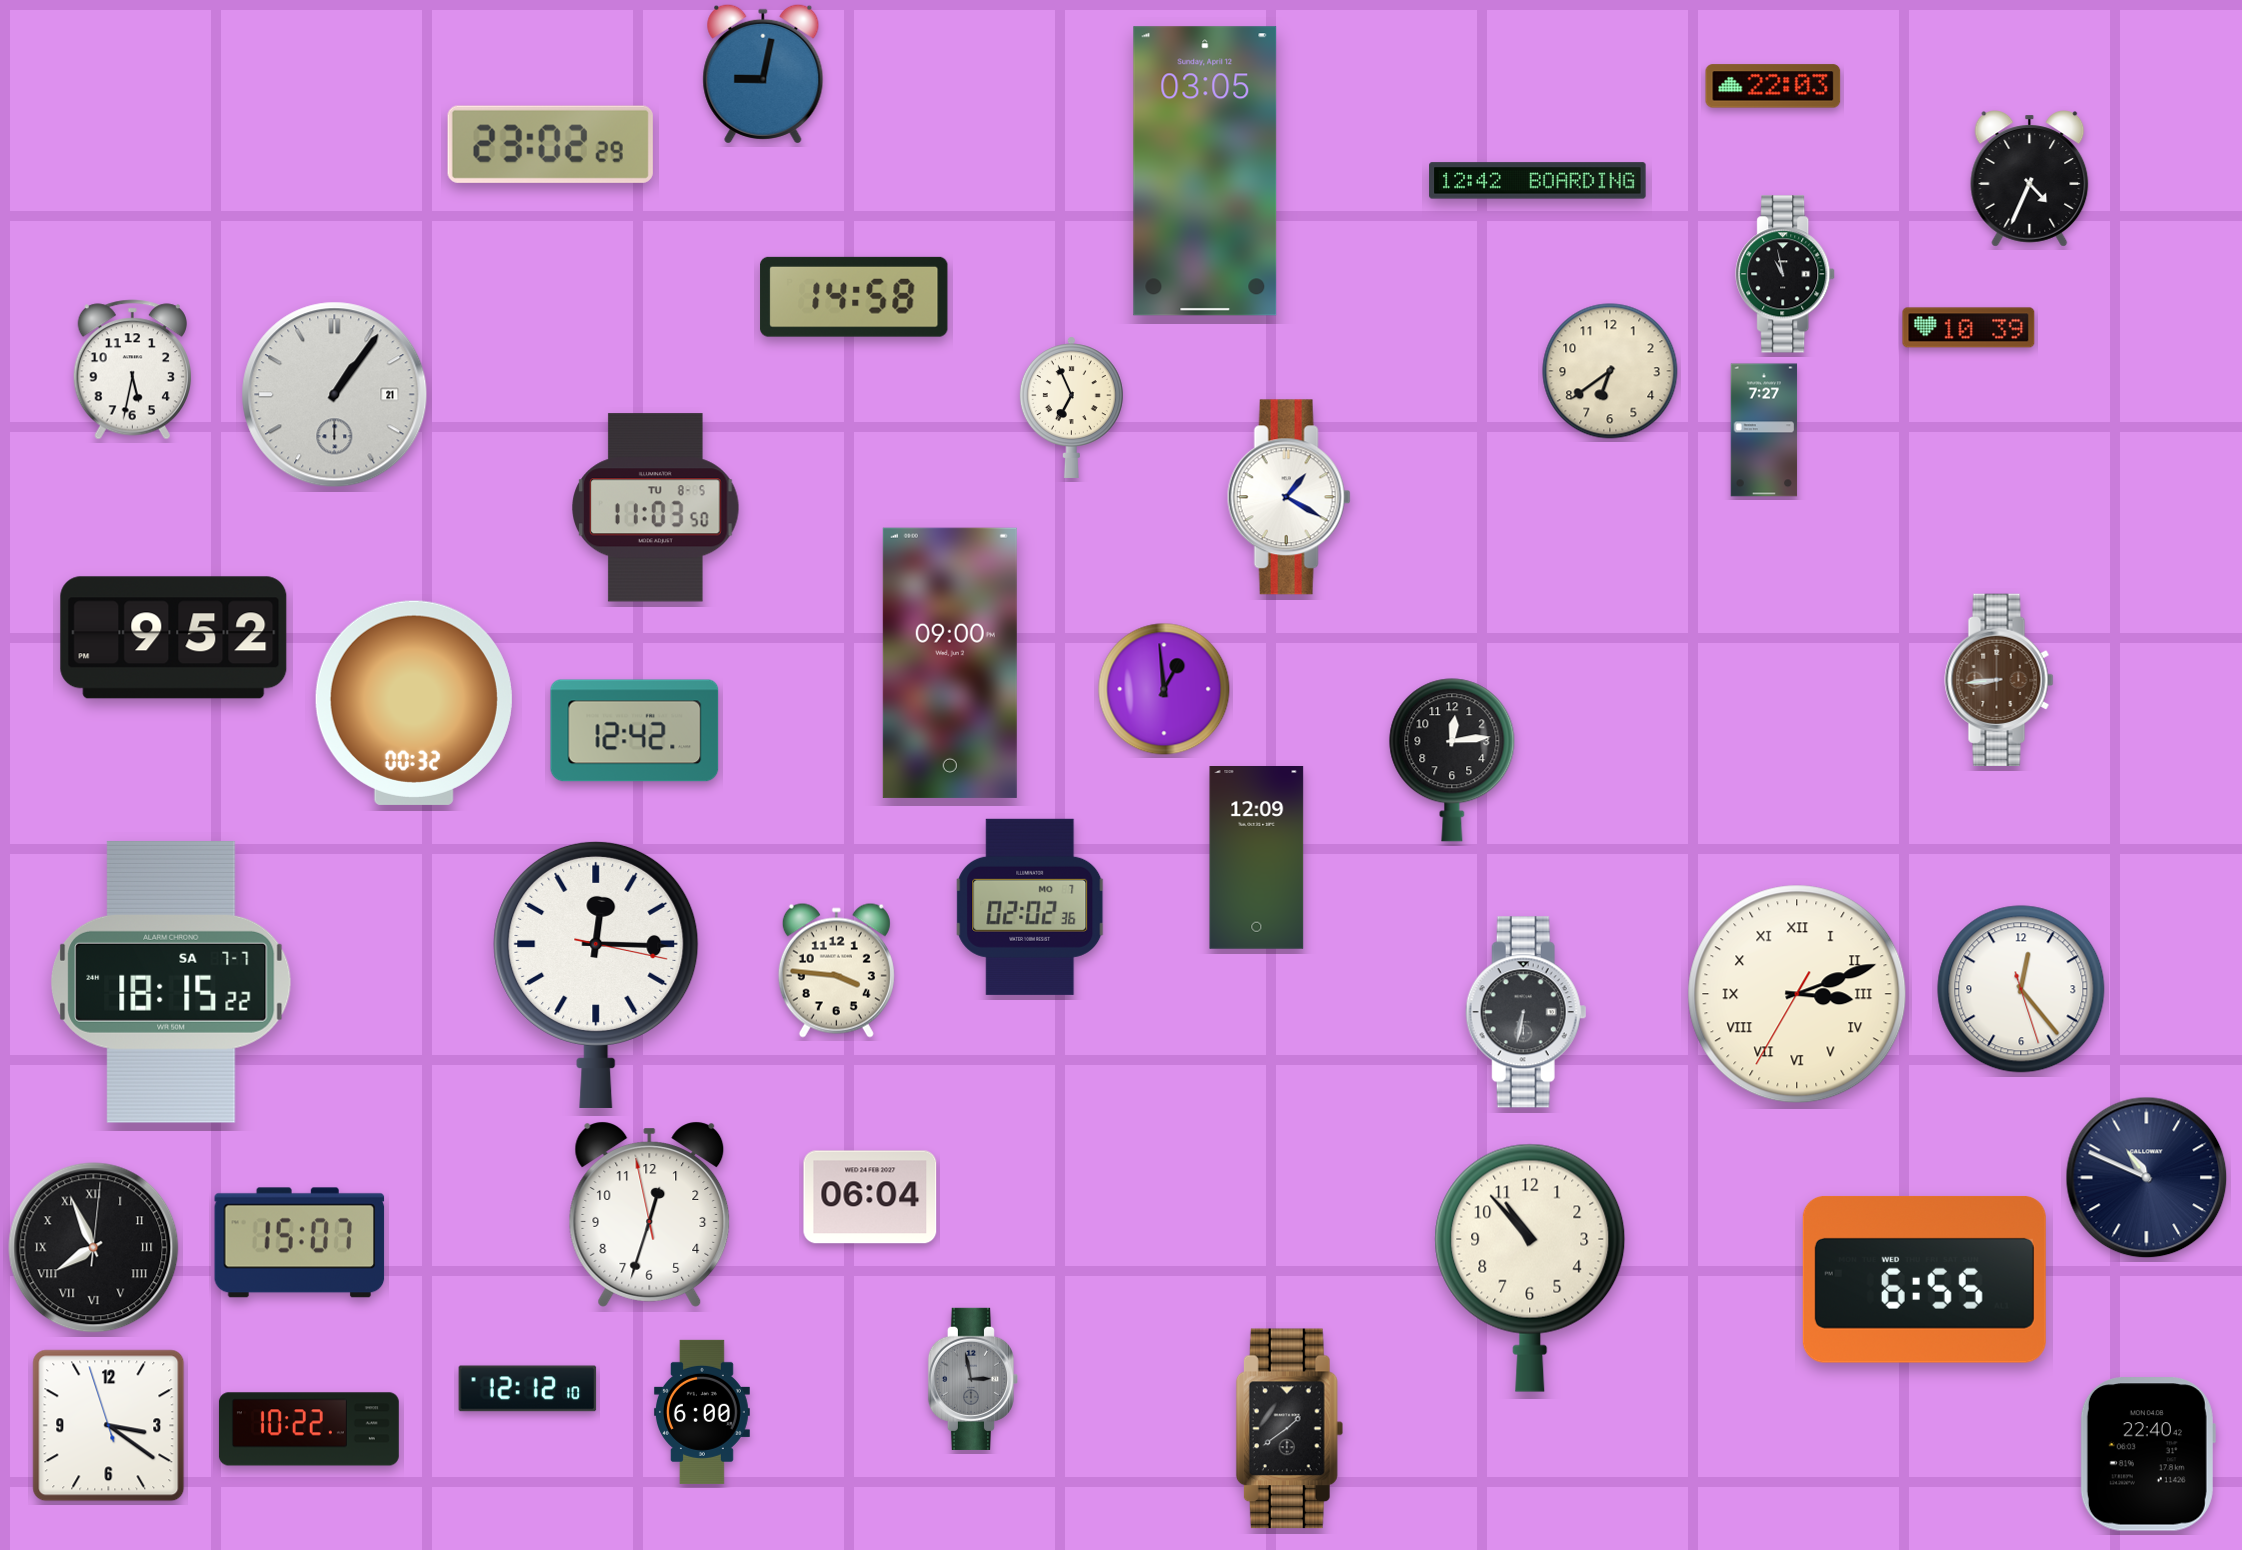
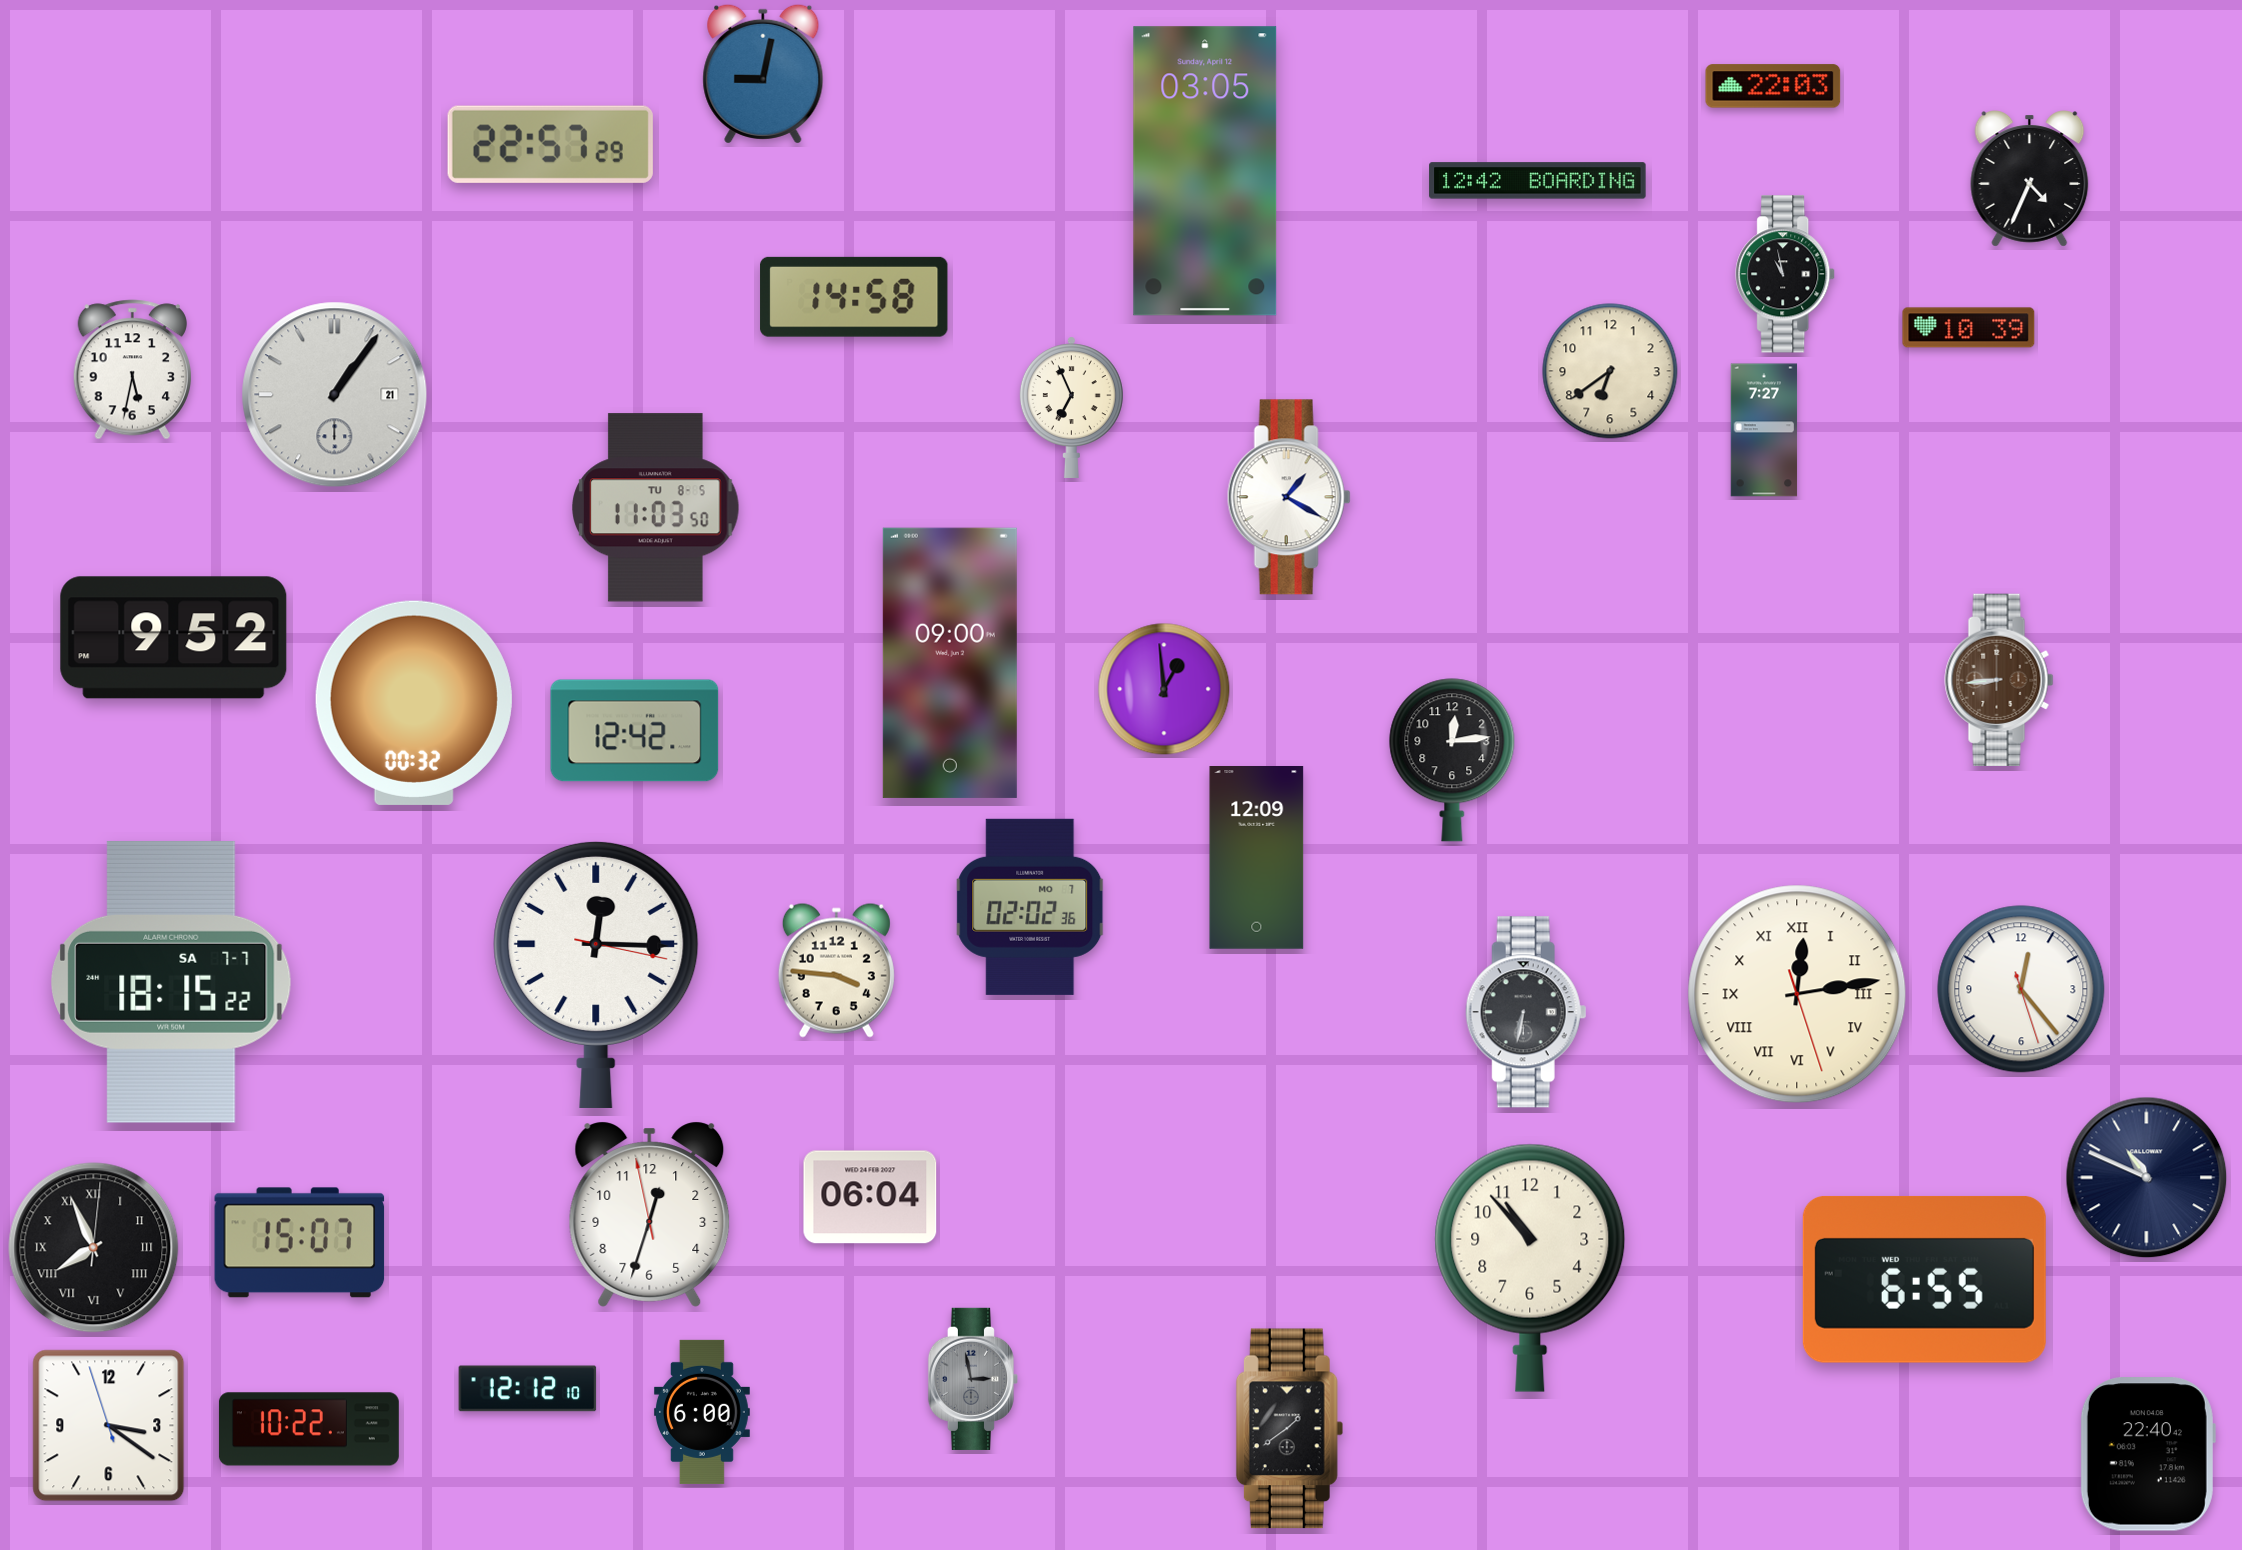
clock at (550, 144): 23:02 -> 22:57
clock at (1797, 994): 3:11 -> 12:13
